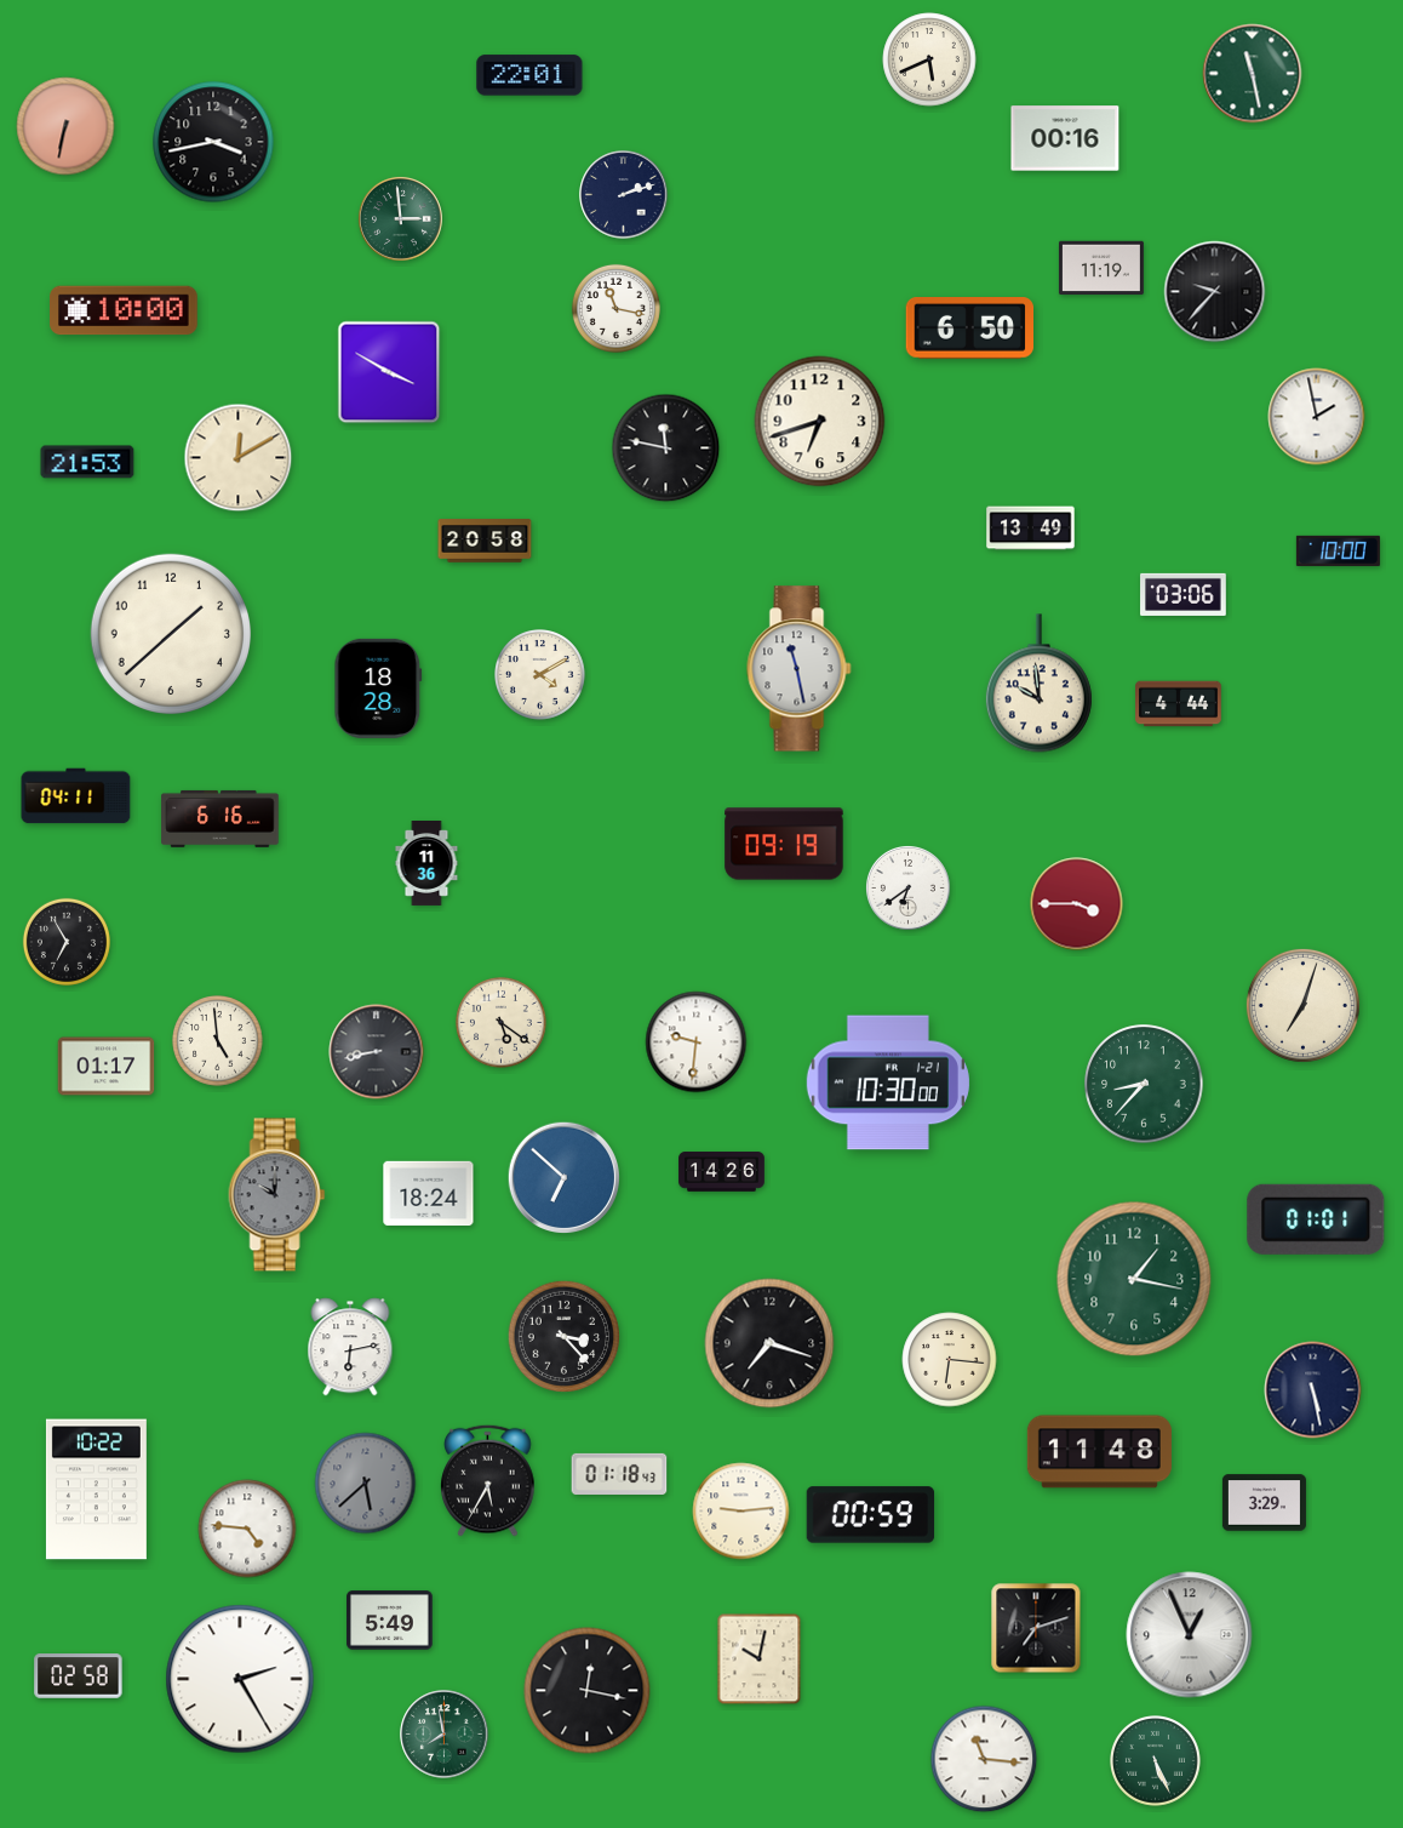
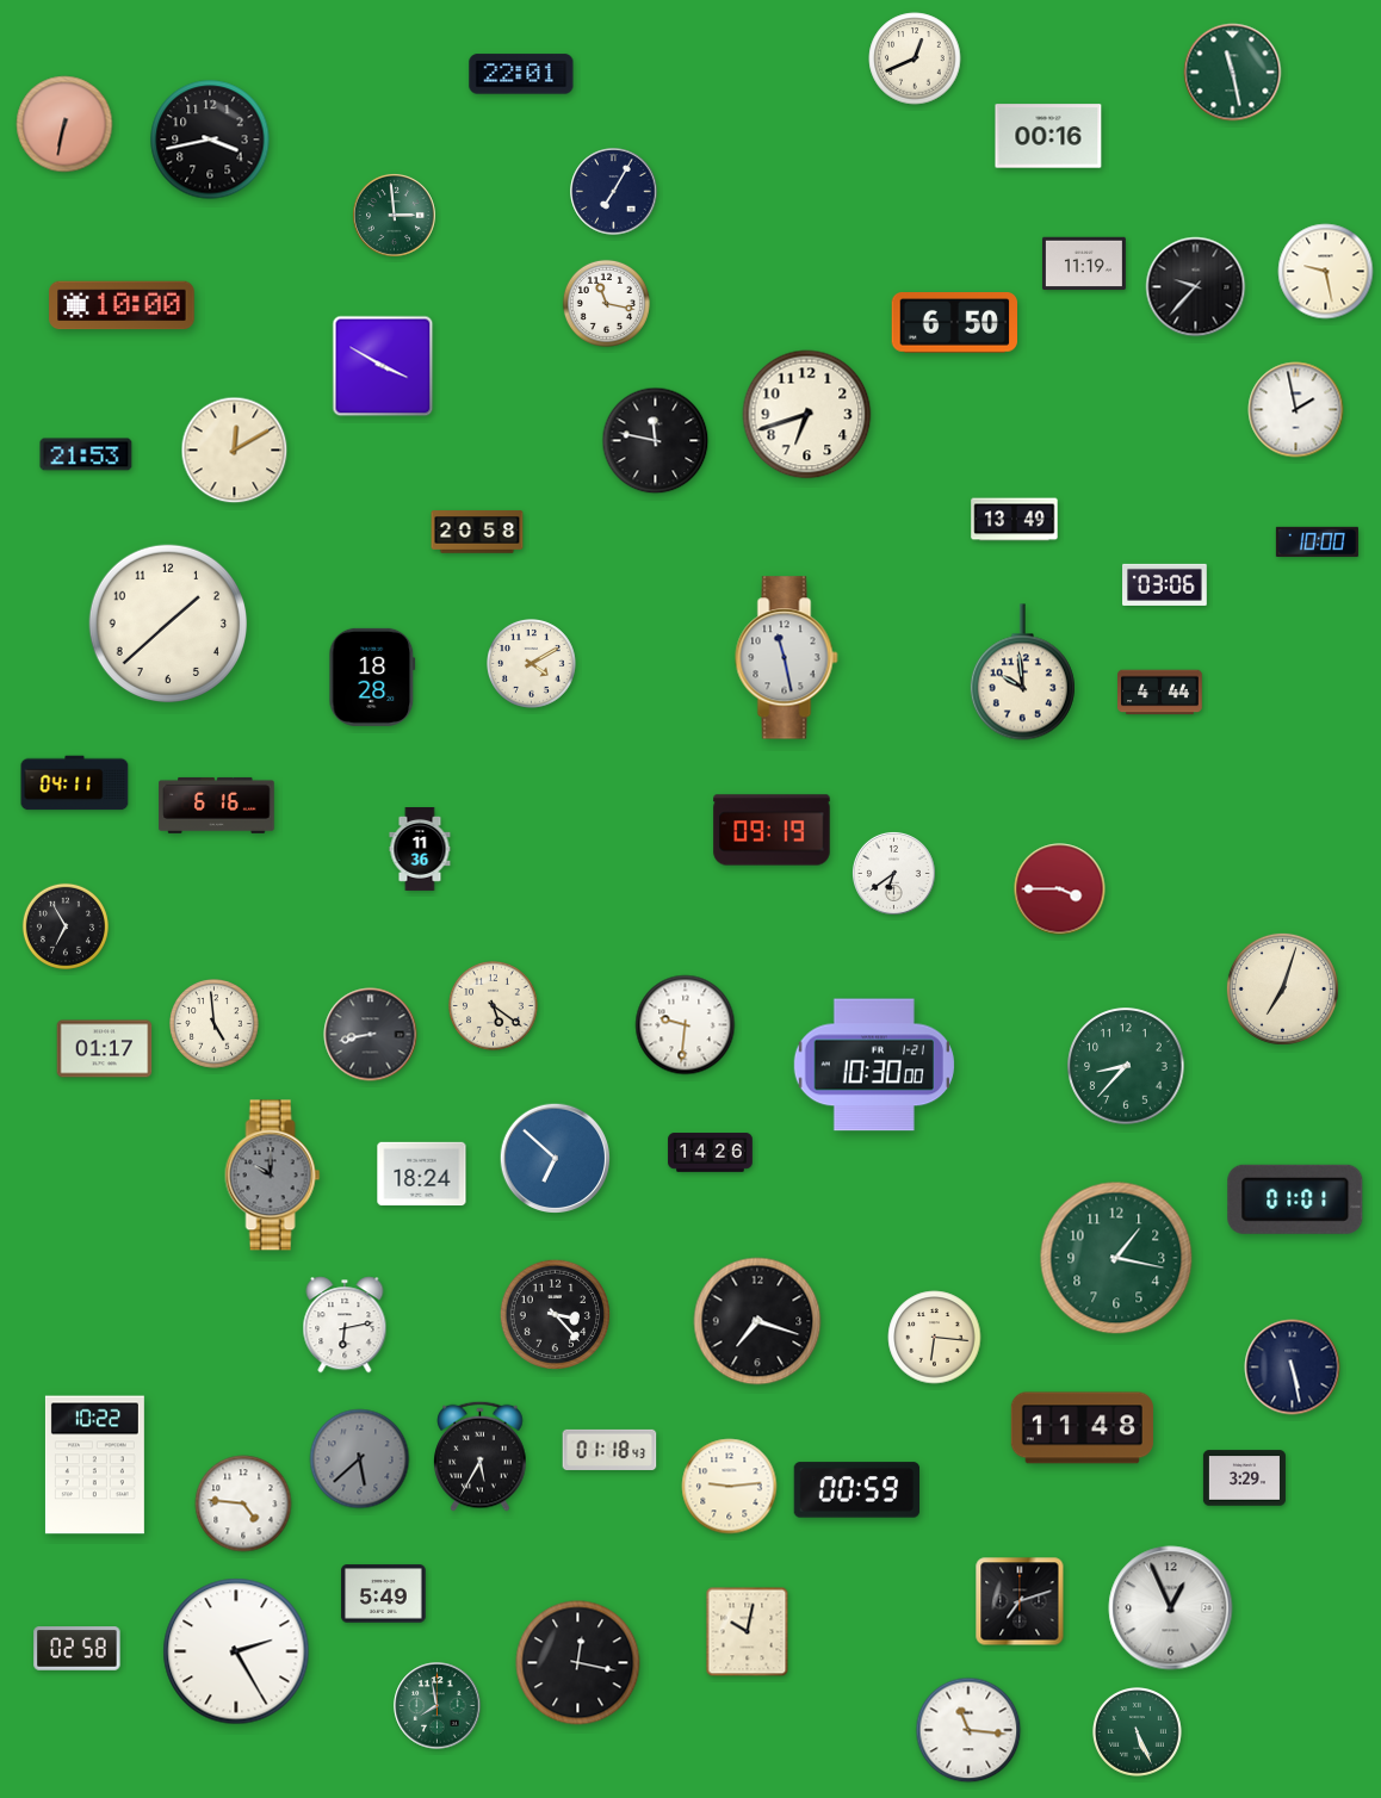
clock at (929, 59): 5:41 -> 12:41
clock at (624, 195): 2:12 -> 7:05
clock at (1326, 272): none -> 9:28
